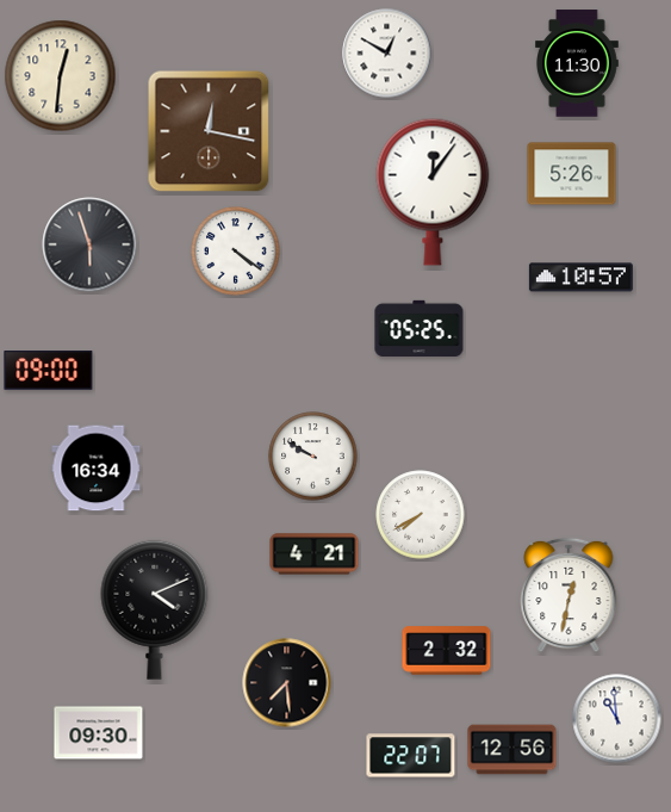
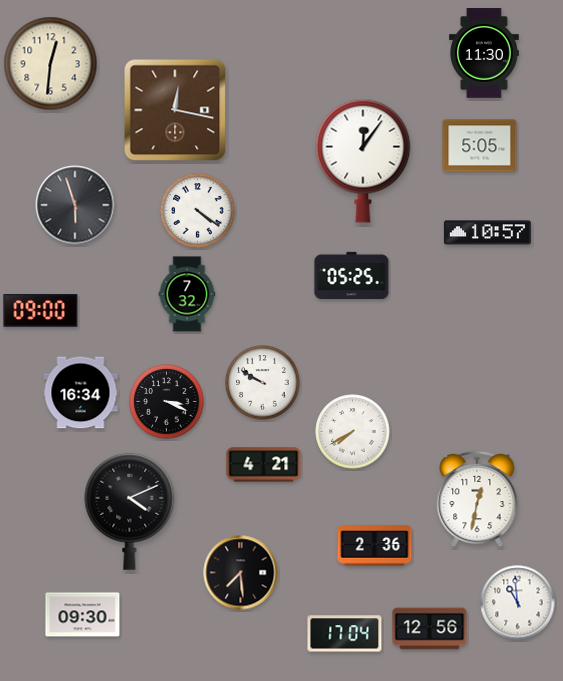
clock at (387, 54): 12:50 -> none
clock at (572, 174): 5:26 -> 5:05
clock at (187, 294): none -> 7:32
clock at (167, 402): none -> 3:19
clock at (447, 651): 2:32 -> 2:36
clock at (411, 756): 22:07 -> 17:04
